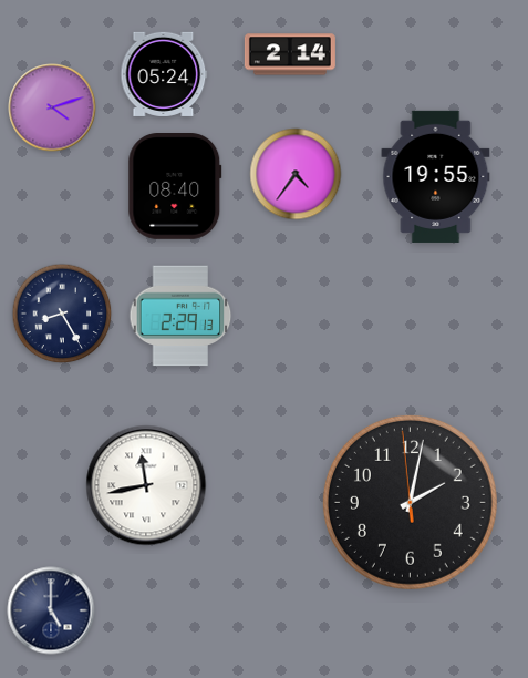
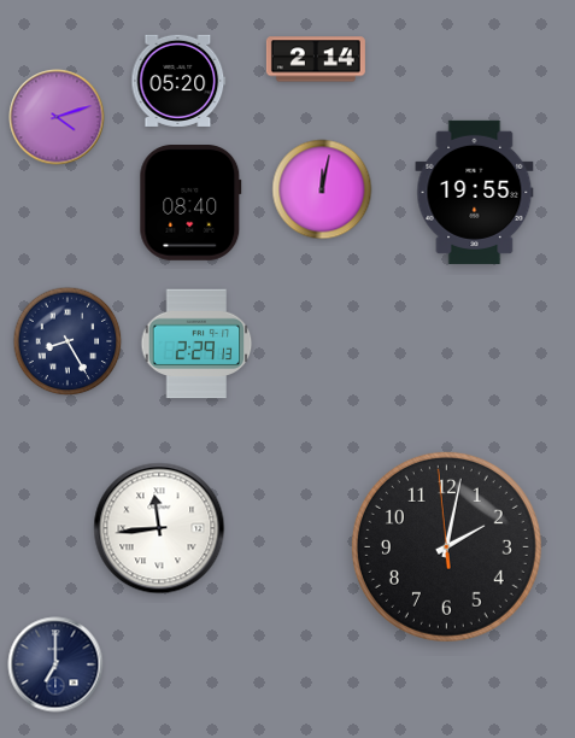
clock at (164, 74): 05:24 -> 05:20
clock at (296, 174): 4:36 -> 12:02
clock at (146, 485): 11:43 -> 11:44
clock at (51, 610): 5:00 -> 7:00
